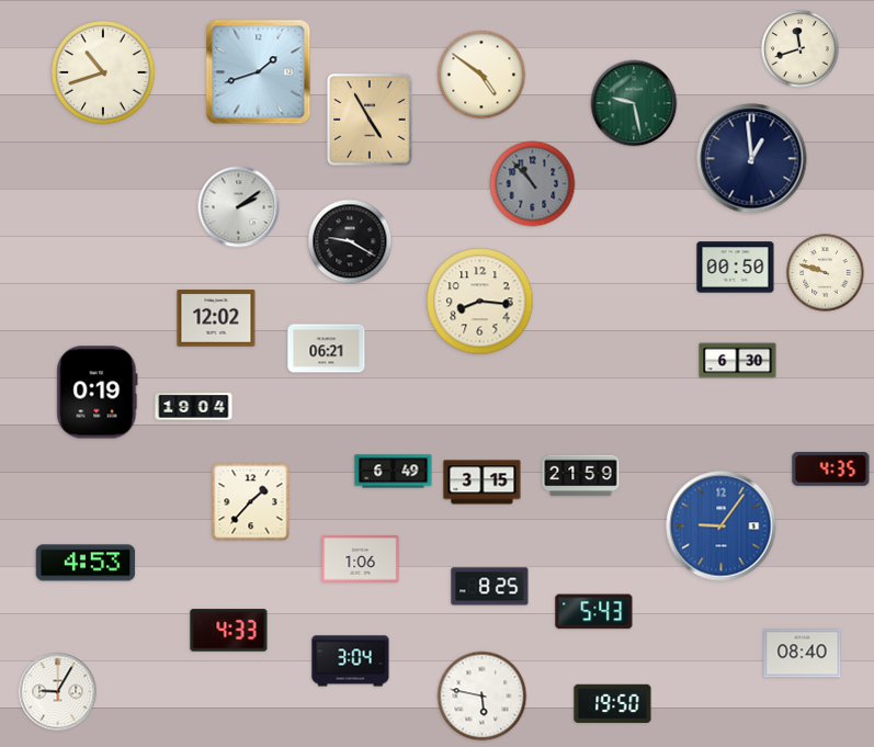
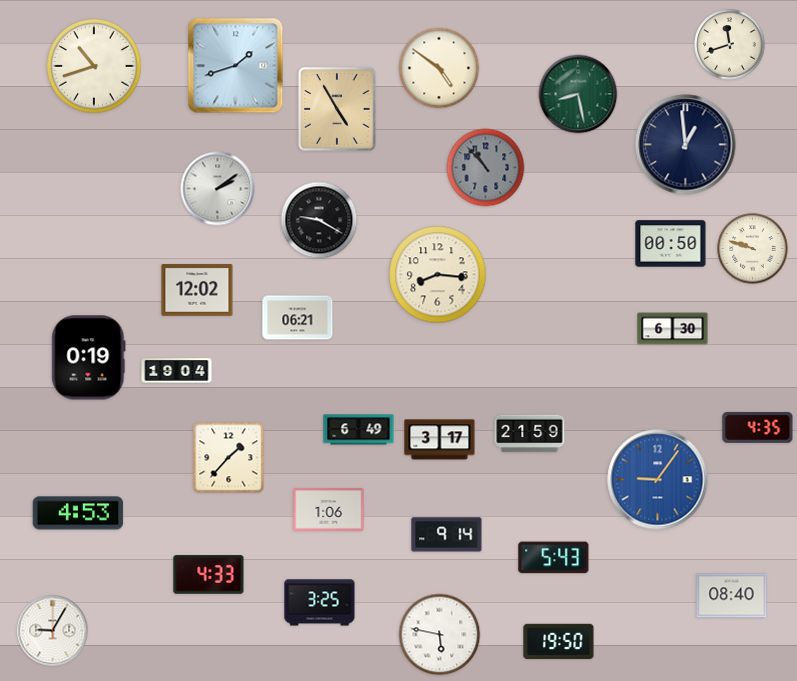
clock at (634, 103): 9:28 -> 8:28
clock at (483, 483): 3:15 -> 3:17
clock at (490, 587): 8:25 -> 9:14
clock at (594, 612) position: (594, 612) -> (554, 558)
clock at (351, 661): 3:04 -> 3:25
